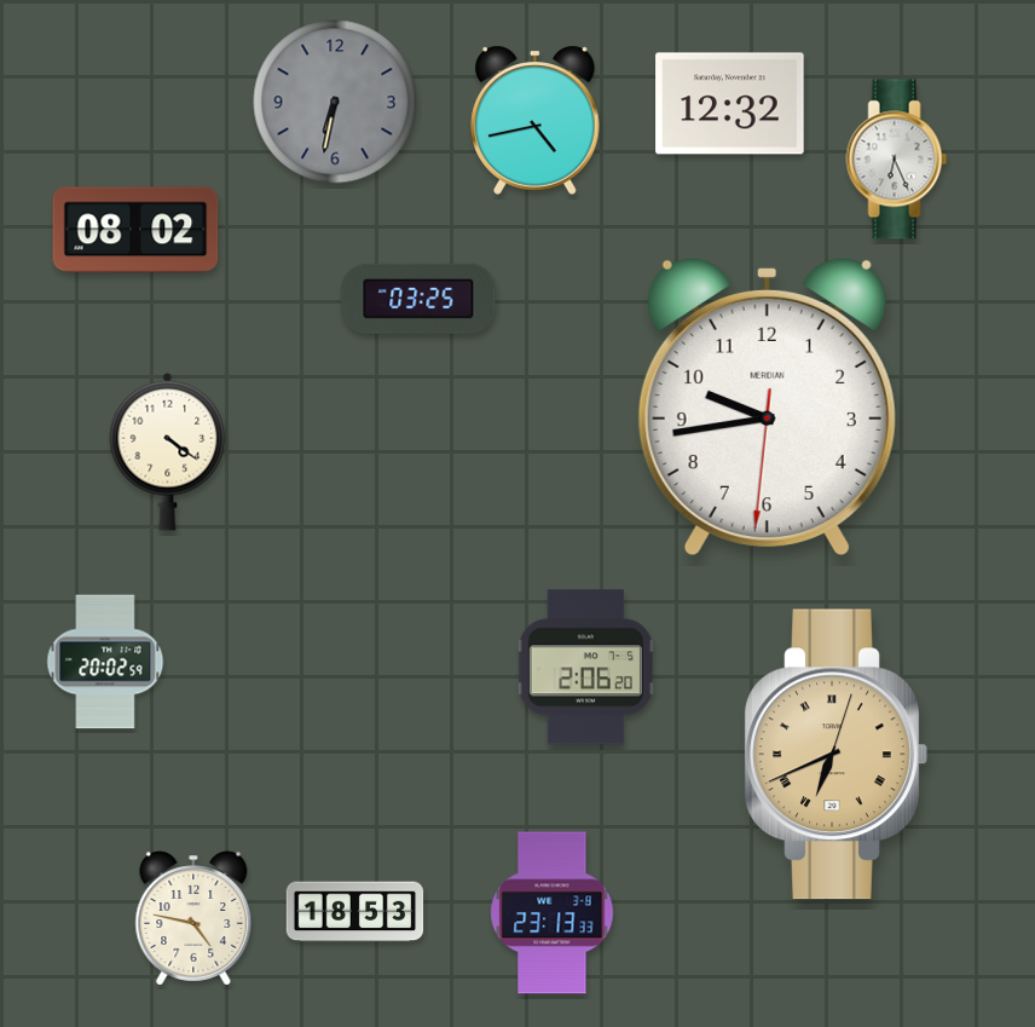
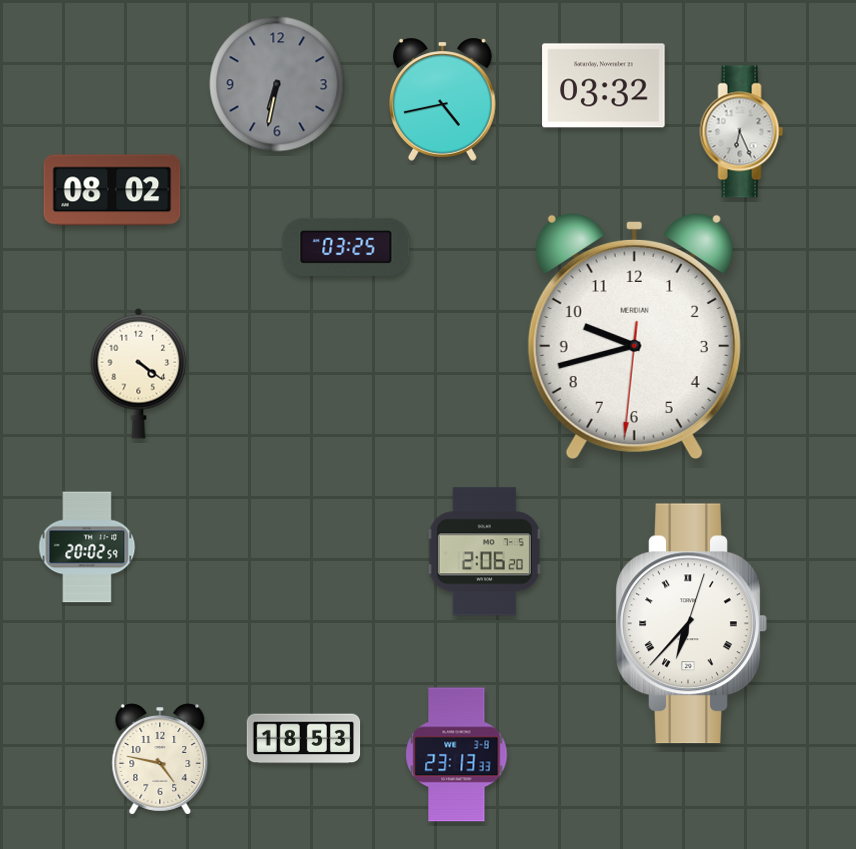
clock at (730, 104): 12:32 -> 03:32
clock at (767, 405): 9:43 -> 9:42
clock at (835, 755): 6:41 -> 6:37
clock at (835, 755) dial: champagne -> white
clock at (355, 912) position: (355, 912) -> (304, 739)
